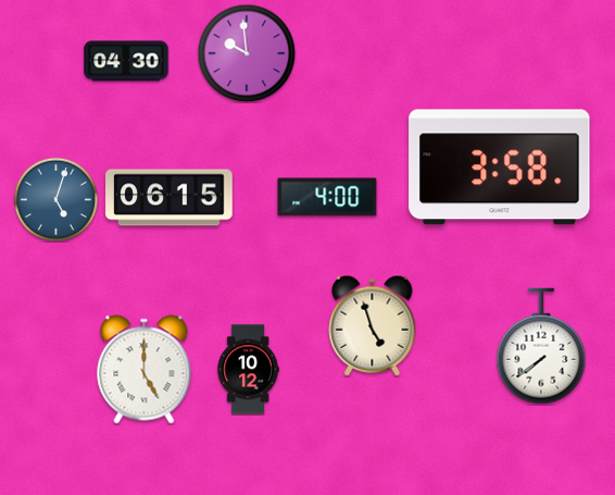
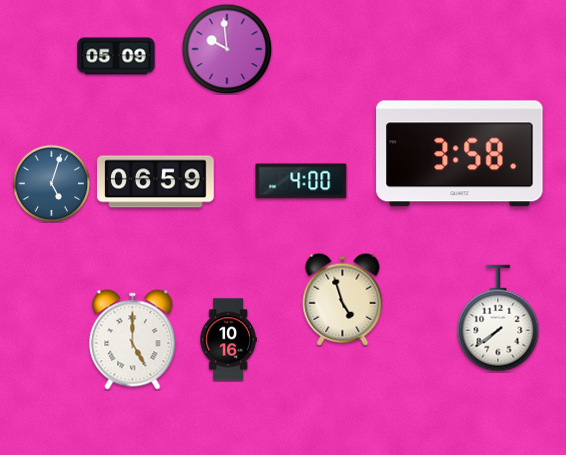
clock at (126, 61): 04:30 -> 05:09
clock at (170, 198): 06:15 -> 06:59
clock at (248, 370): 10:12 -> 10:16
